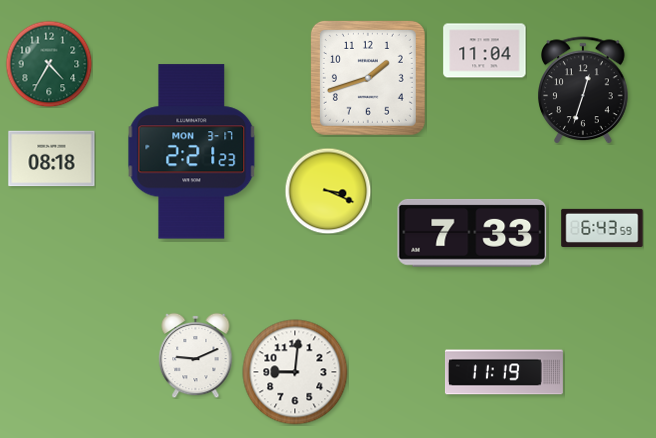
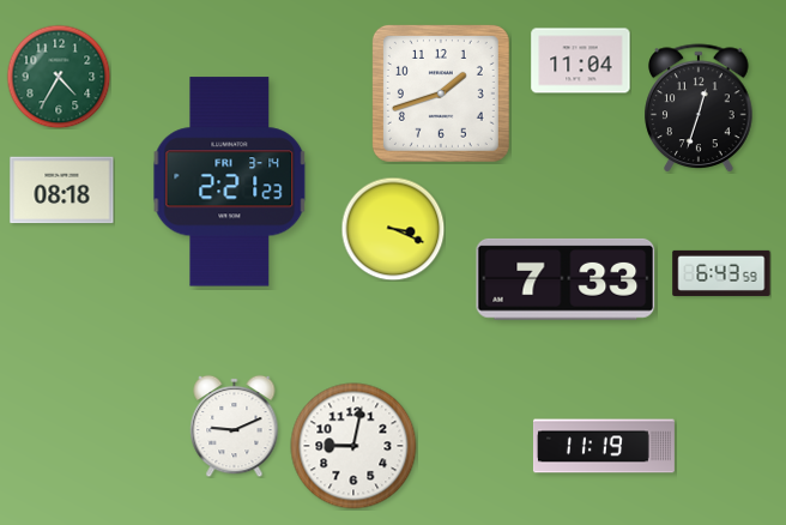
clock at (192, 152) date: MON 3-17 -> FRI 3-14
clock at (295, 372): 9:01 -> 9:02
